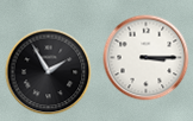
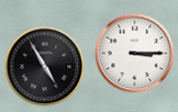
clock at (49, 72): 1:55 -> 4:55
